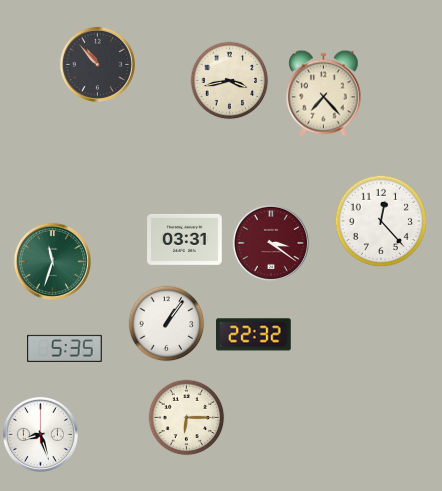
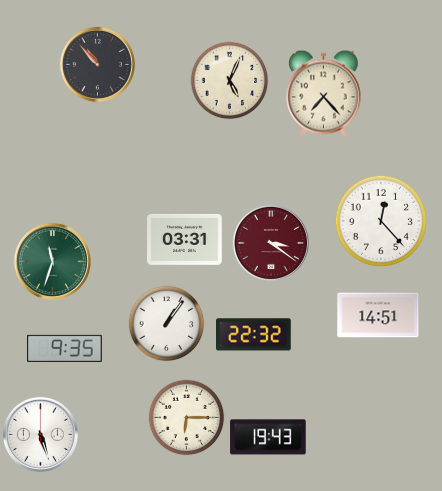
clock at (230, 81): 3:43 -> 5:04
clock at (378, 315): none -> 14:51
clock at (65, 348): 5:35 -> 9:35
clock at (40, 434): 8:27 -> 5:27
clock at (268, 437): none -> 19:43
